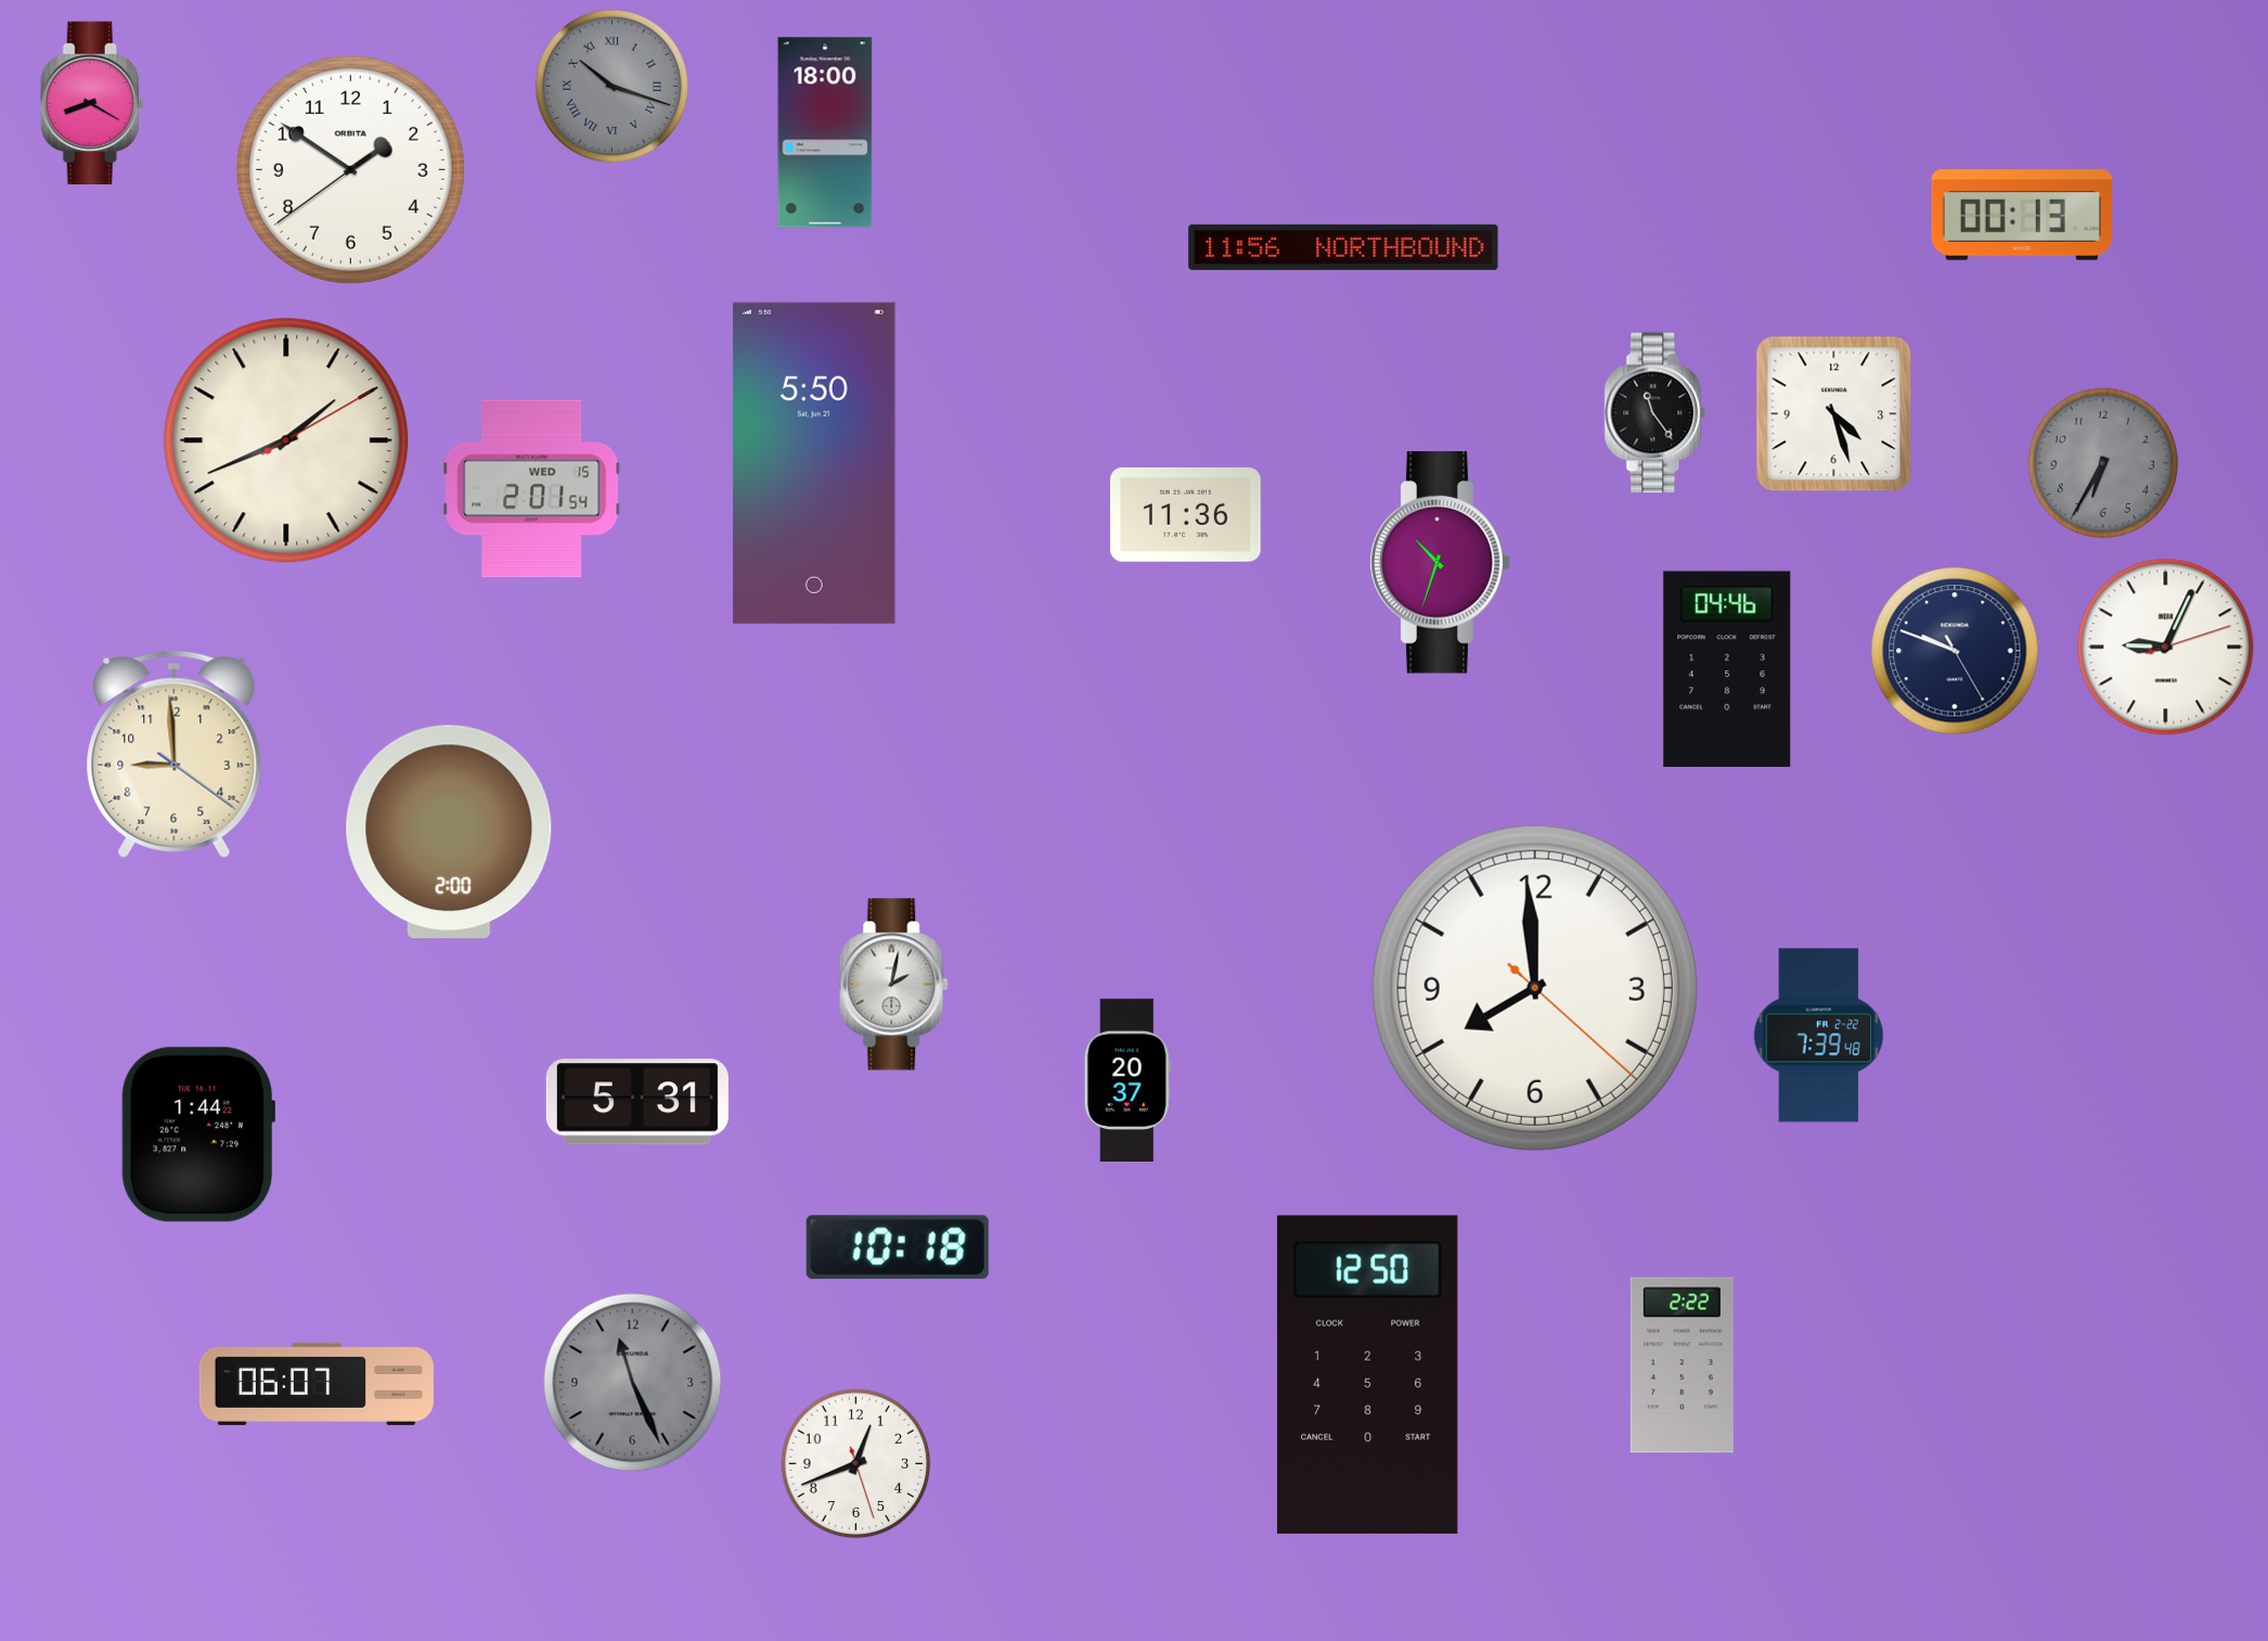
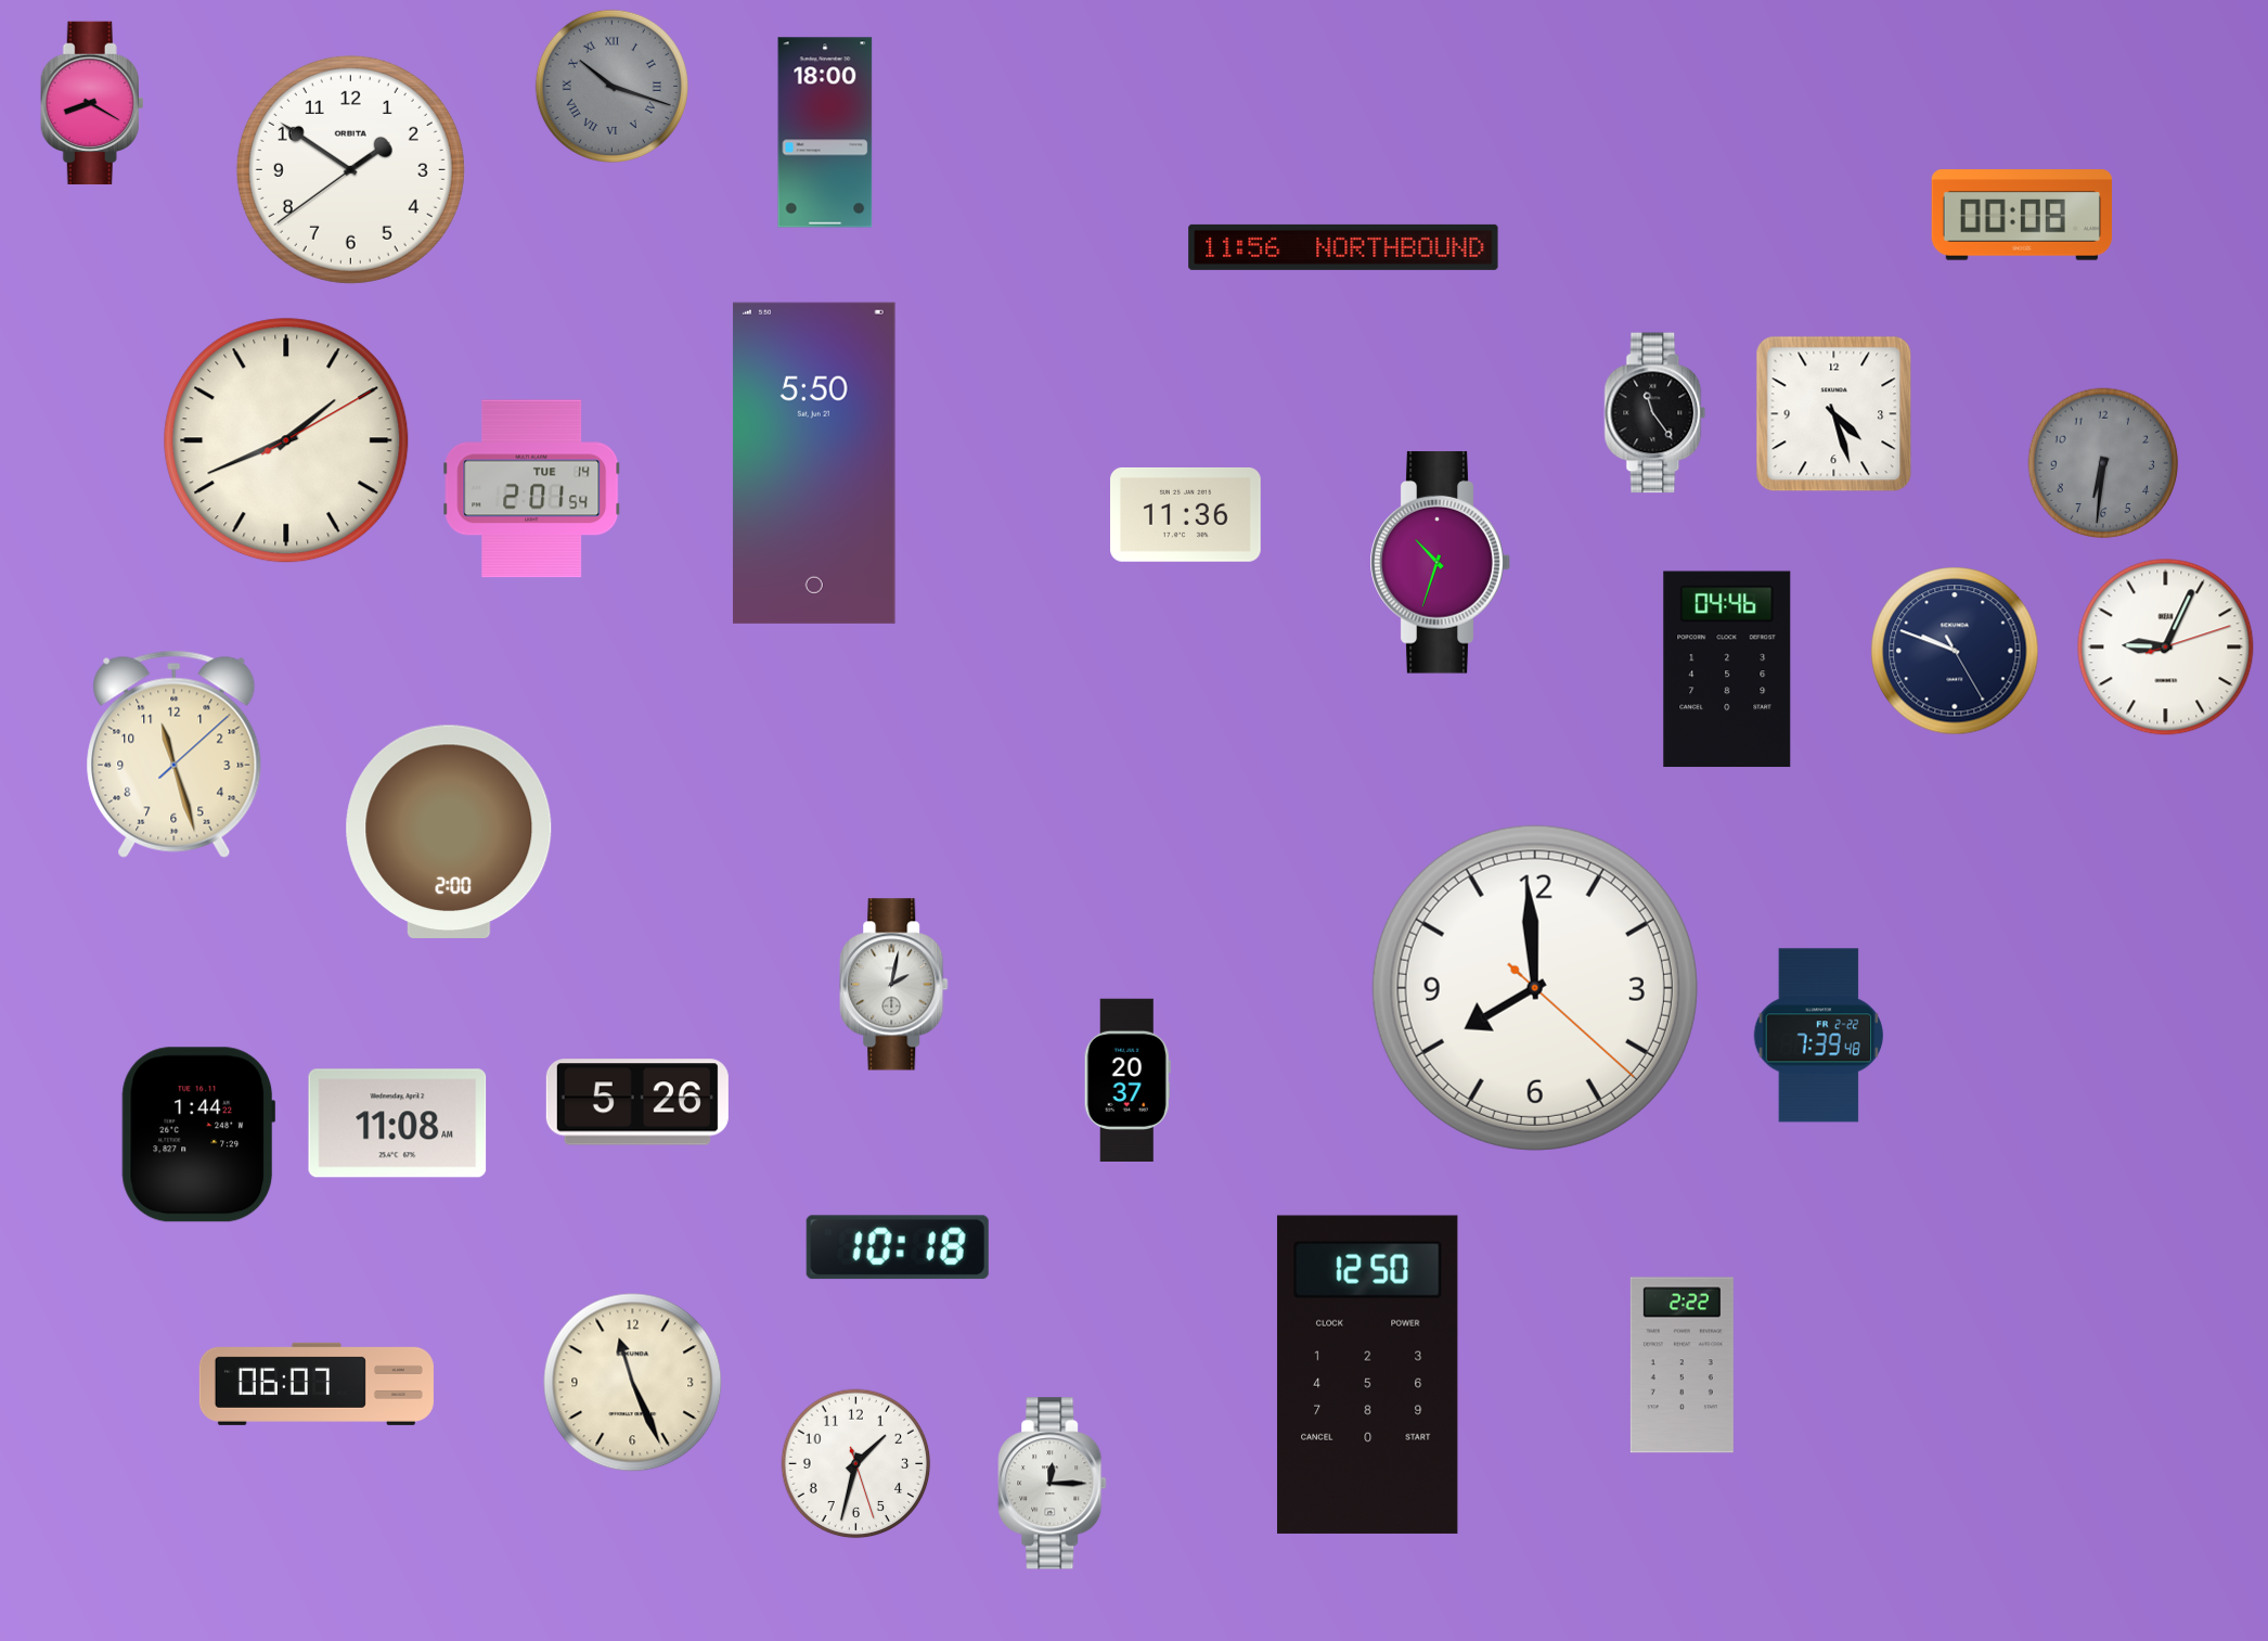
clock at (2021, 215): 00:13 -> 00:08
clock at (2103, 463): 6:35 -> 6:31
clock at (532, 489) date: WED 15 -> TUE 14
clock at (175, 754): 8:59 -> 11:27
clock at (637, 1102): 5:31 -> 5:26
clock at (398, 1124): none -> 11:08
clock at (633, 1383) dial: grey -> cream
clock at (856, 1464): 12:41 -> 1:32
clock at (1053, 1484): none -> 12:15
